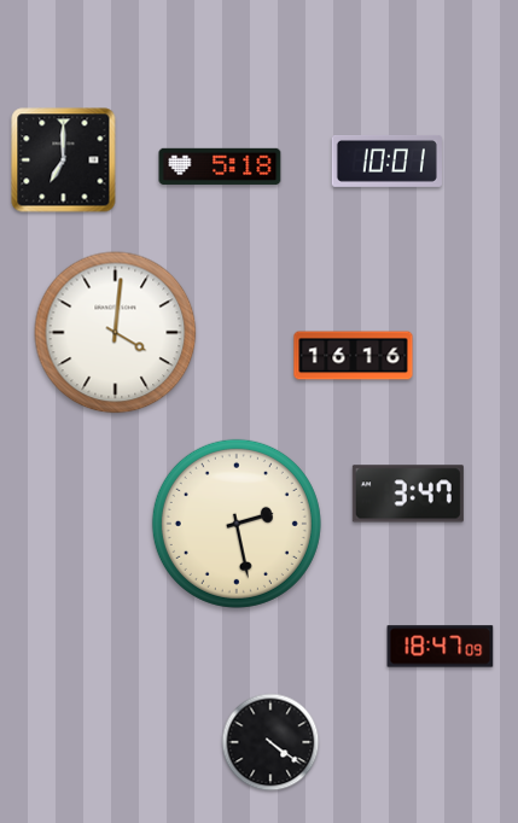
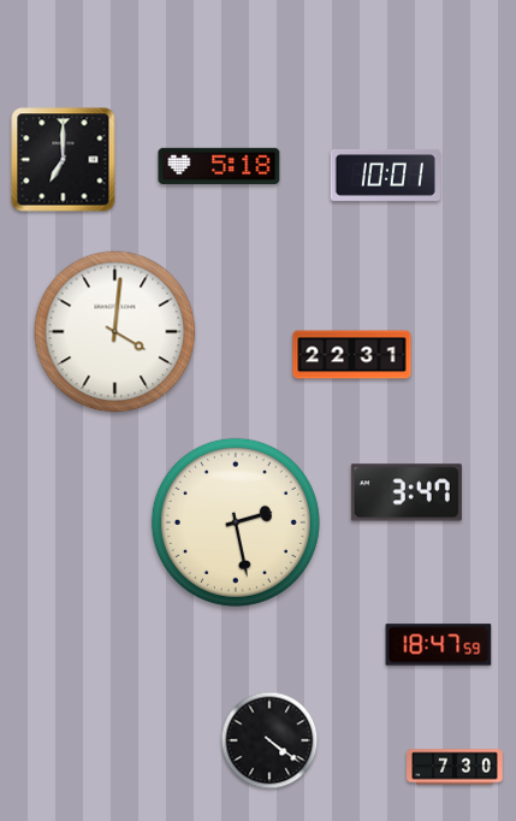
clock at (386, 160) position: (386, 160) -> (385, 175)
clock at (354, 356): 16:16 -> 22:31
clock at (441, 647): 18:47:09 -> 18:47:59
clock at (455, 767): none -> 7:30
